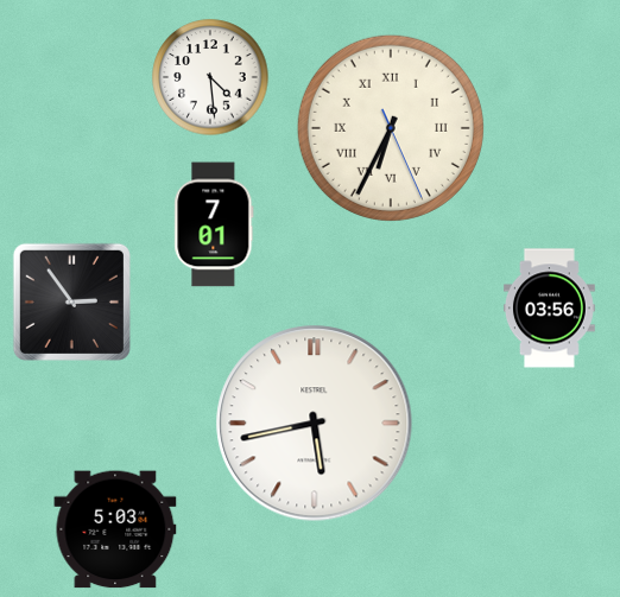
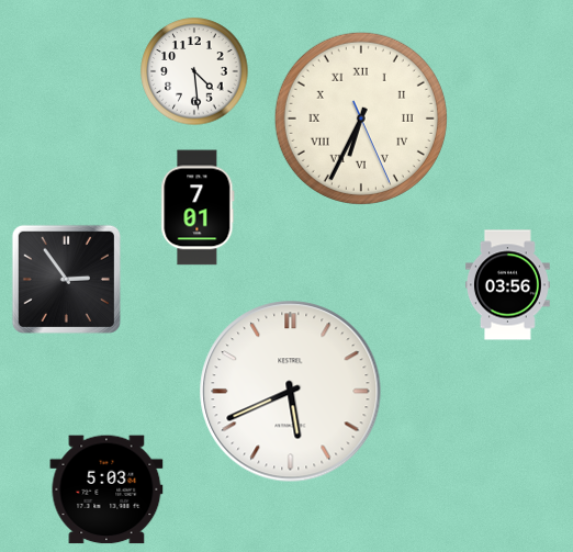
clock at (315, 424): 5:43 -> 5:41
